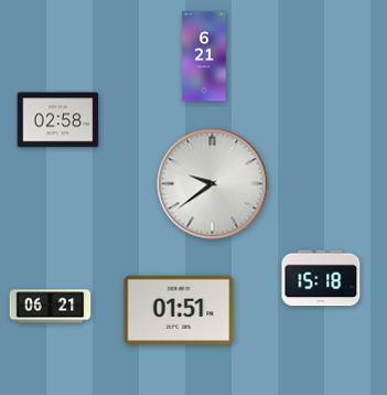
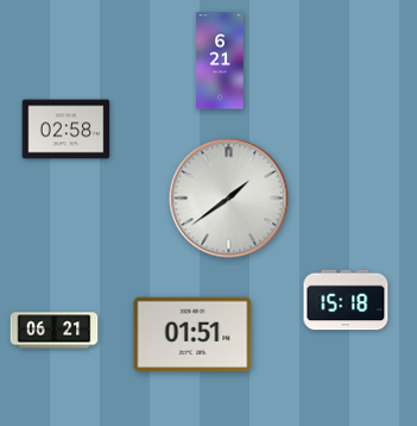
clock at (58, 120) position: (58, 120) -> (67, 130)
clock at (213, 184): 9:39 -> 1:39
